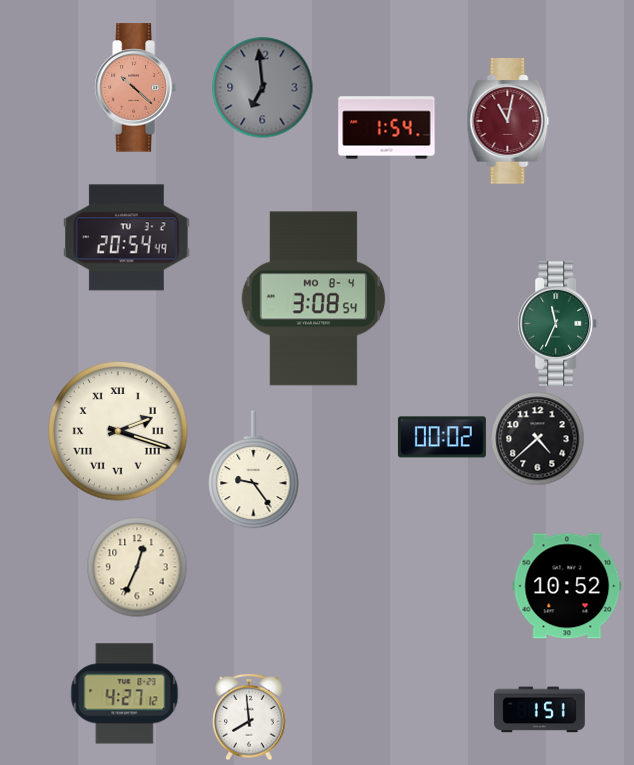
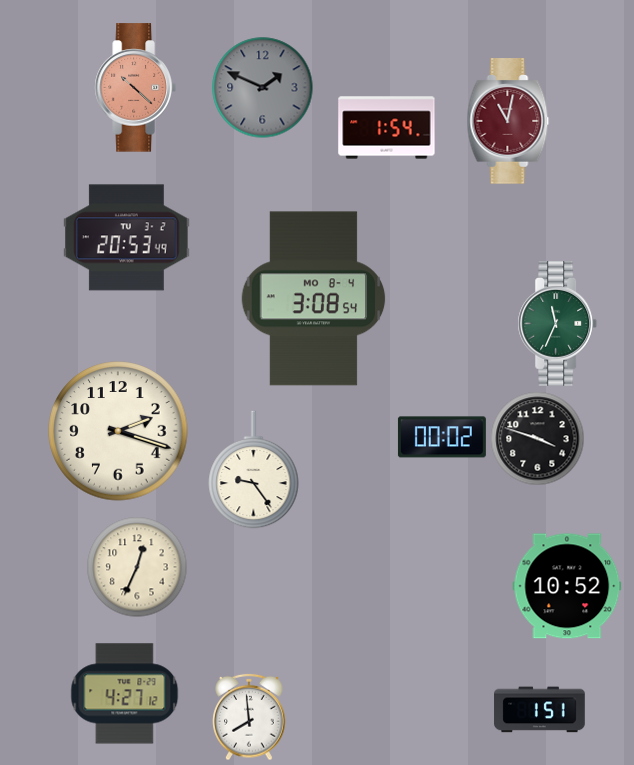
clock at (263, 88): 6:59 -> 1:49
clock at (127, 238): 20:54 -> 20:53
clock at (118, 431) numerals: Roman -> Arabic
clock at (538, 439): 4:38 -> 3:48
